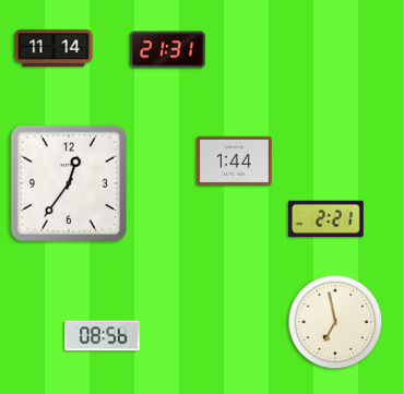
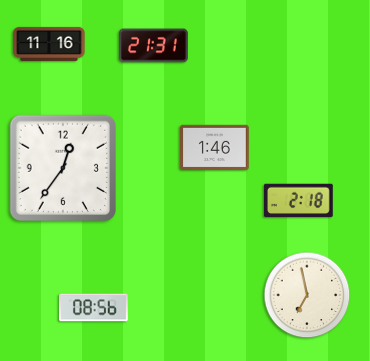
clock at (54, 48): 11:14 -> 11:16
clock at (235, 162): 1:44 -> 1:46
clock at (326, 219): 2:21 -> 2:18
